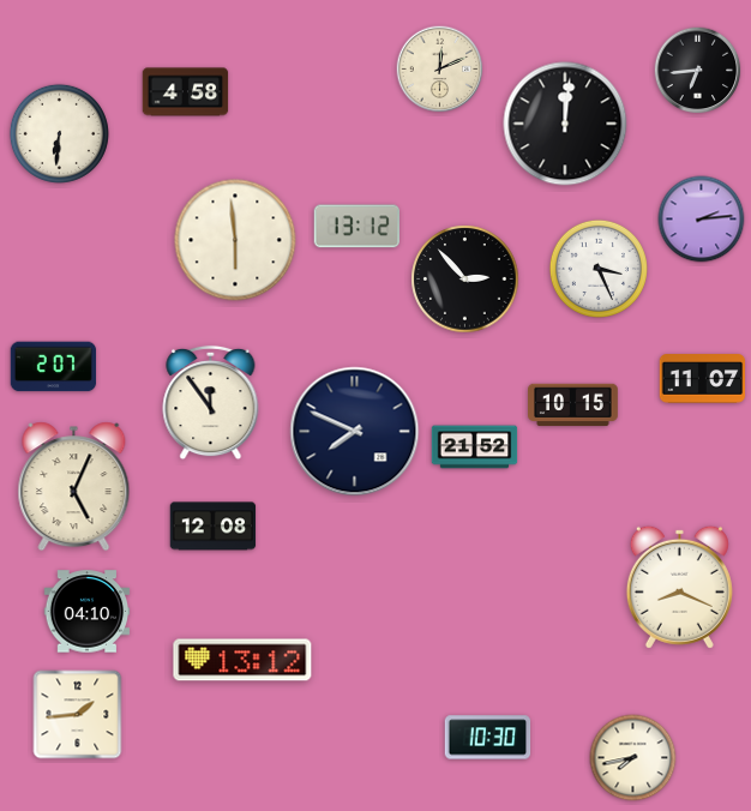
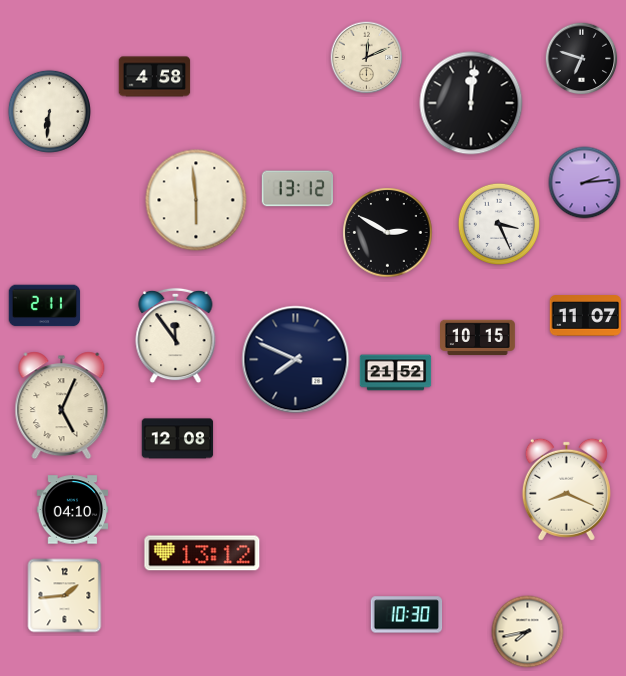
clock at (698, 71): 6:44 -> 6:48
clock at (465, 280): 2:53 -> 2:50
clock at (54, 367): 2:07 -> 2:11
clock at (242, 660) position: (242, 660) -> (202, 553)
